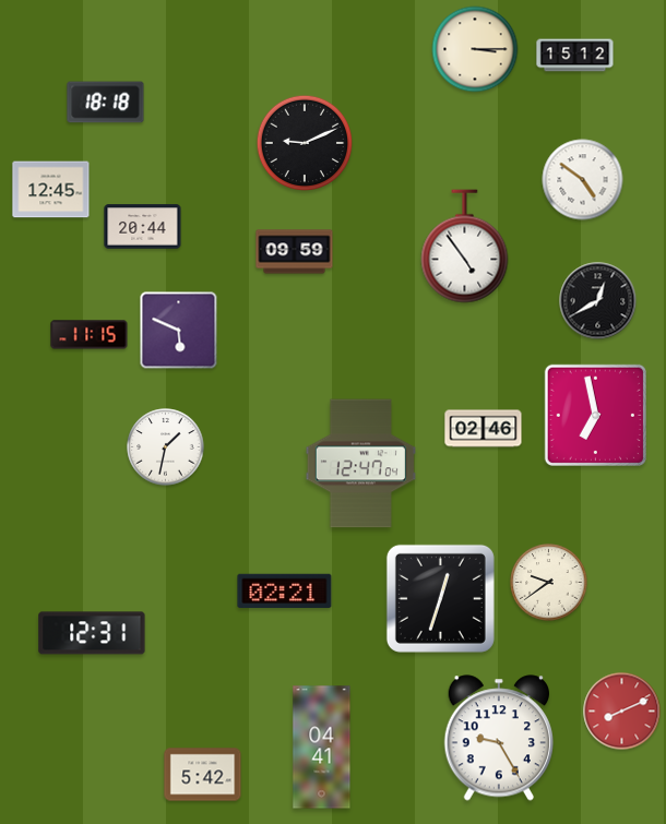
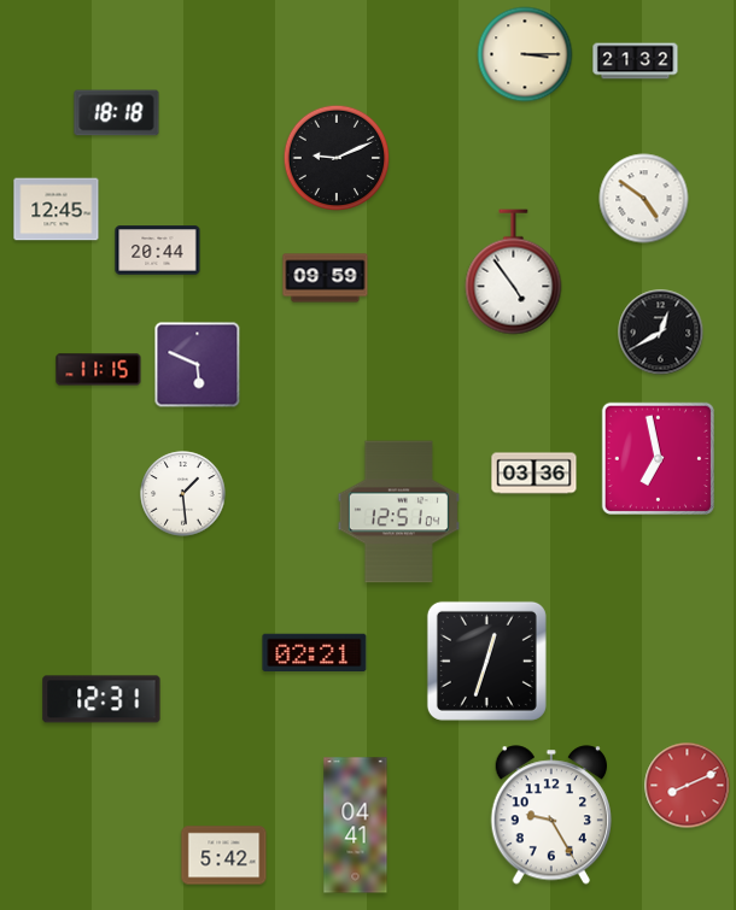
clock at (575, 56): 15:12 -> 21:32
clock at (484, 429): 02:46 -> 03:36
clock at (166, 447): 1:32 -> 1:29
clock at (360, 464): 12:47 -> 12:51
clock at (549, 583): 9:39 -> none
